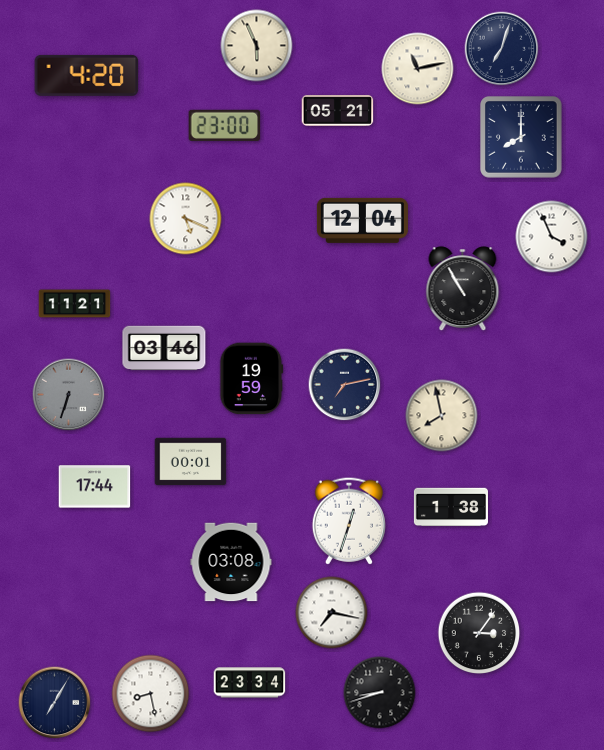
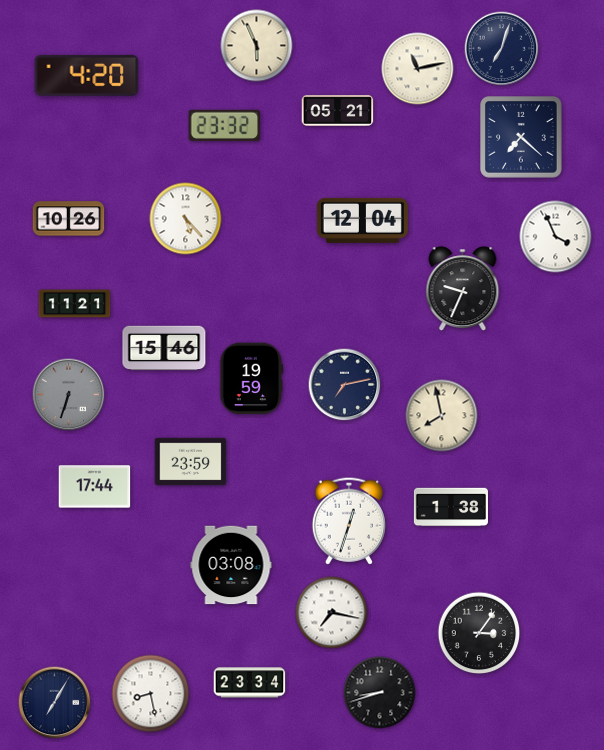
clock at (225, 125): 23:00 -> 23:32
clock at (522, 138): 8:00 -> 7:22
clock at (69, 219): none -> 10:26
clock at (186, 219): 5:19 -> 5:23
clock at (552, 237) position: (552, 237) -> (556, 237)
clock at (463, 288): 10:55 -> 9:34
clock at (164, 348): 03:46 -> 15:46
clock at (191, 462): 00:01 -> 23:59
clock at (231, 562) position: (231, 562) -> (231, 565)
